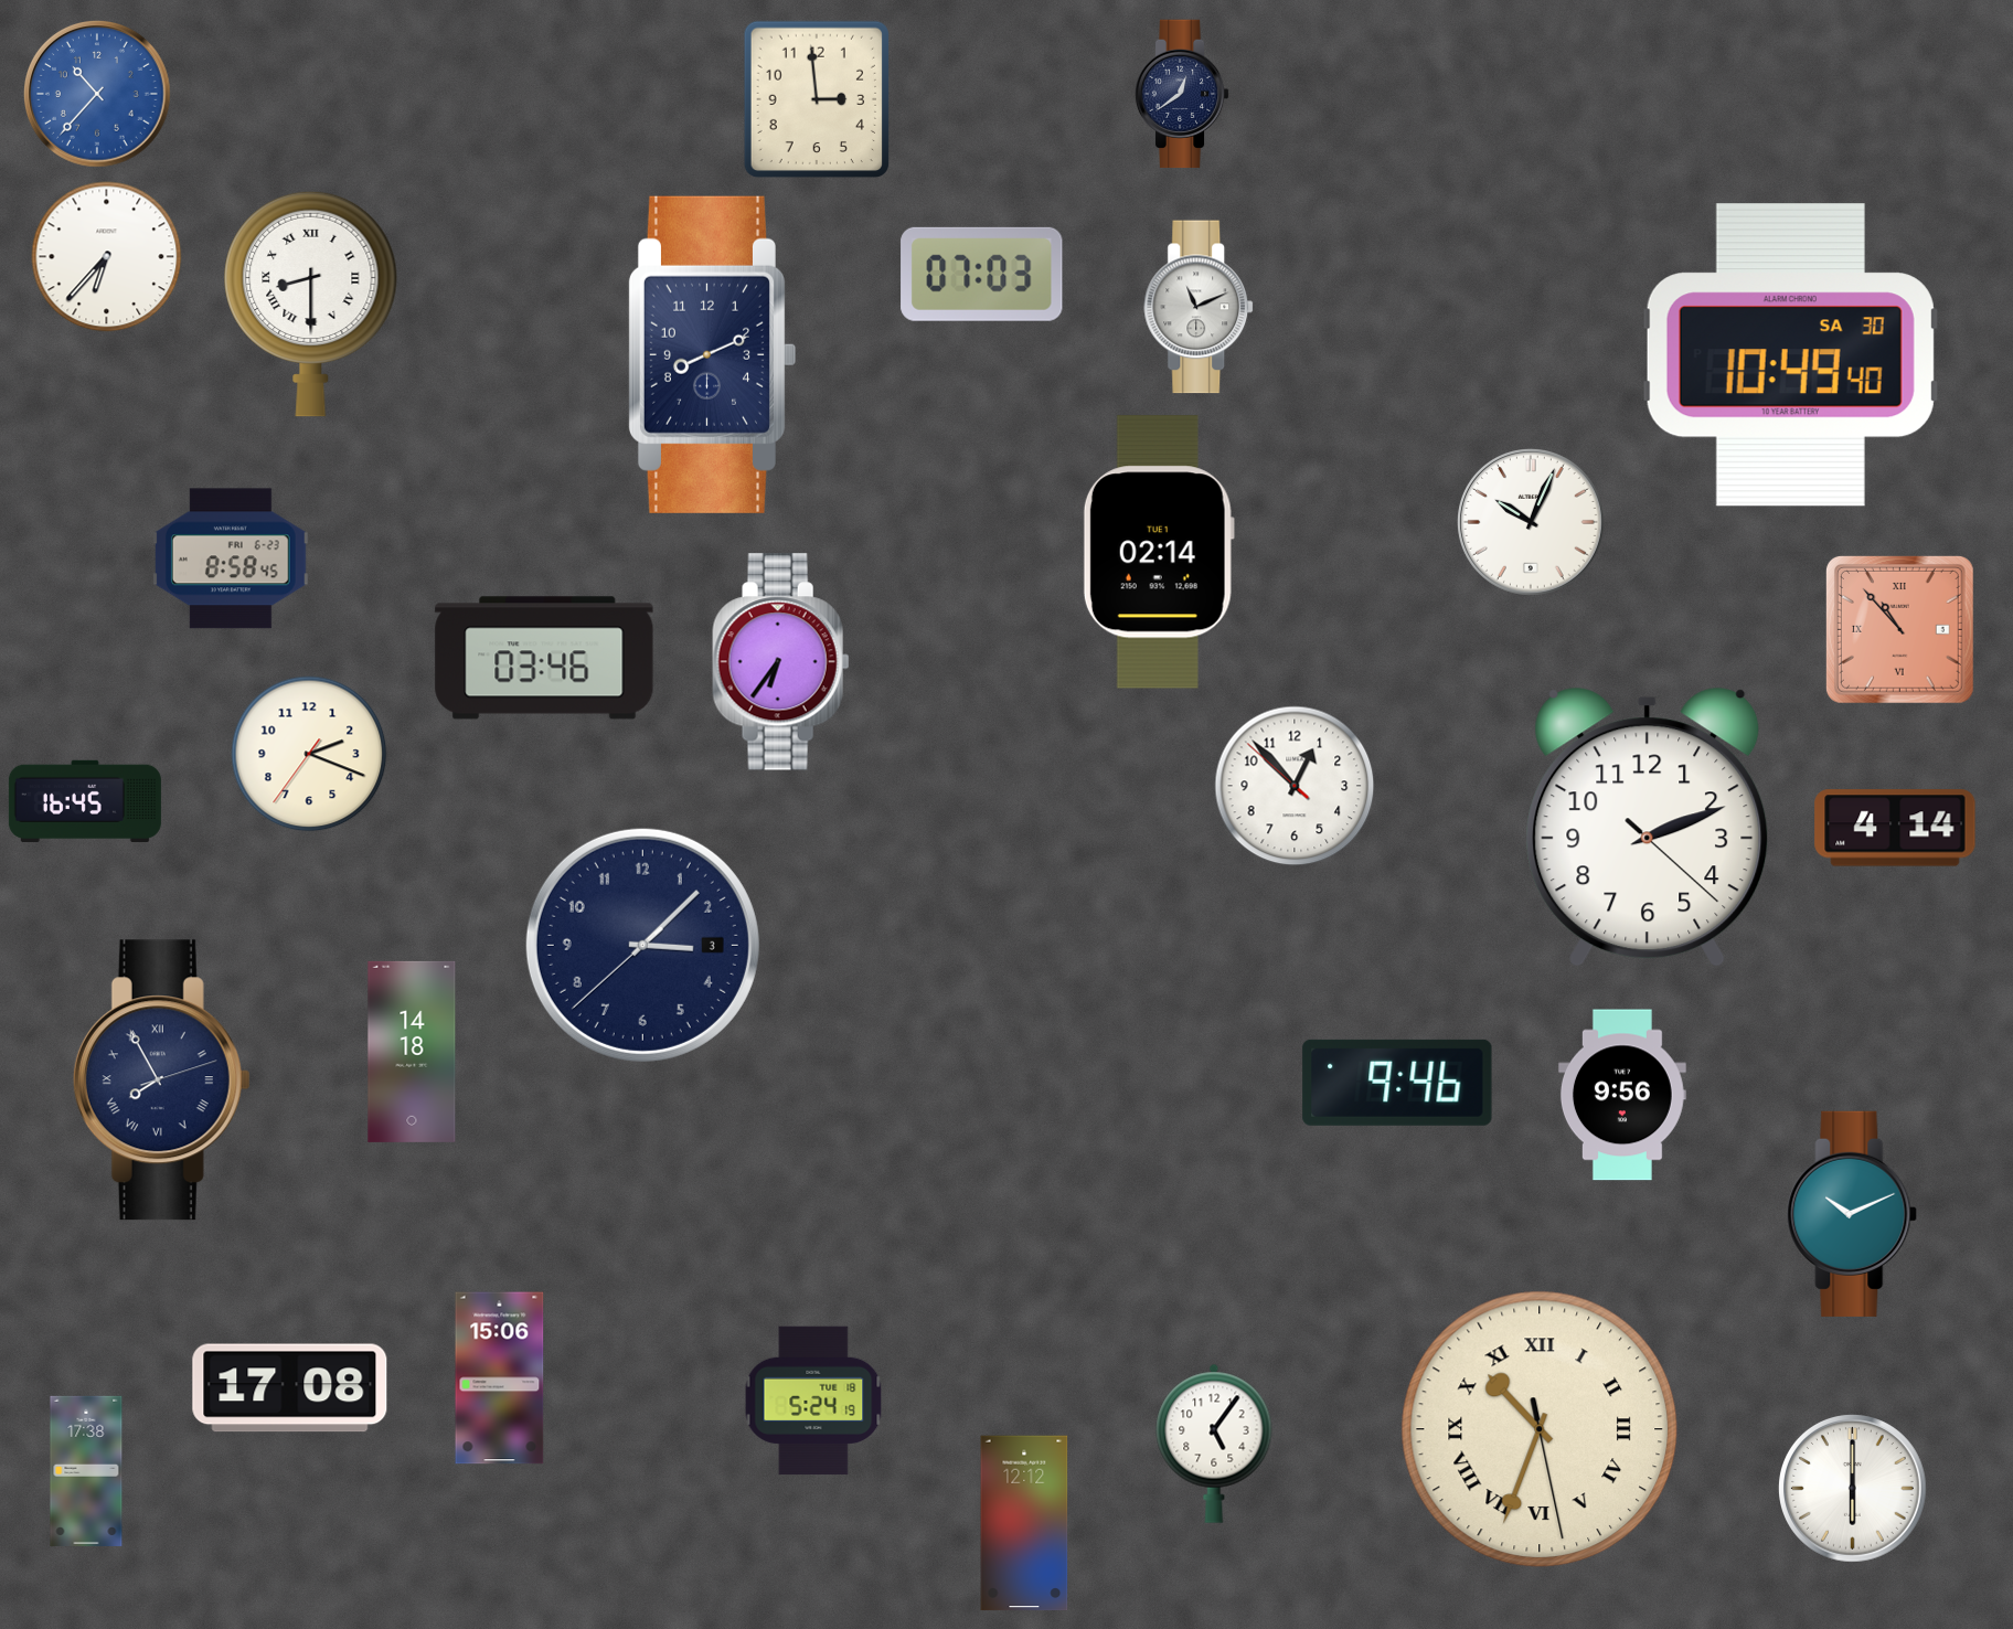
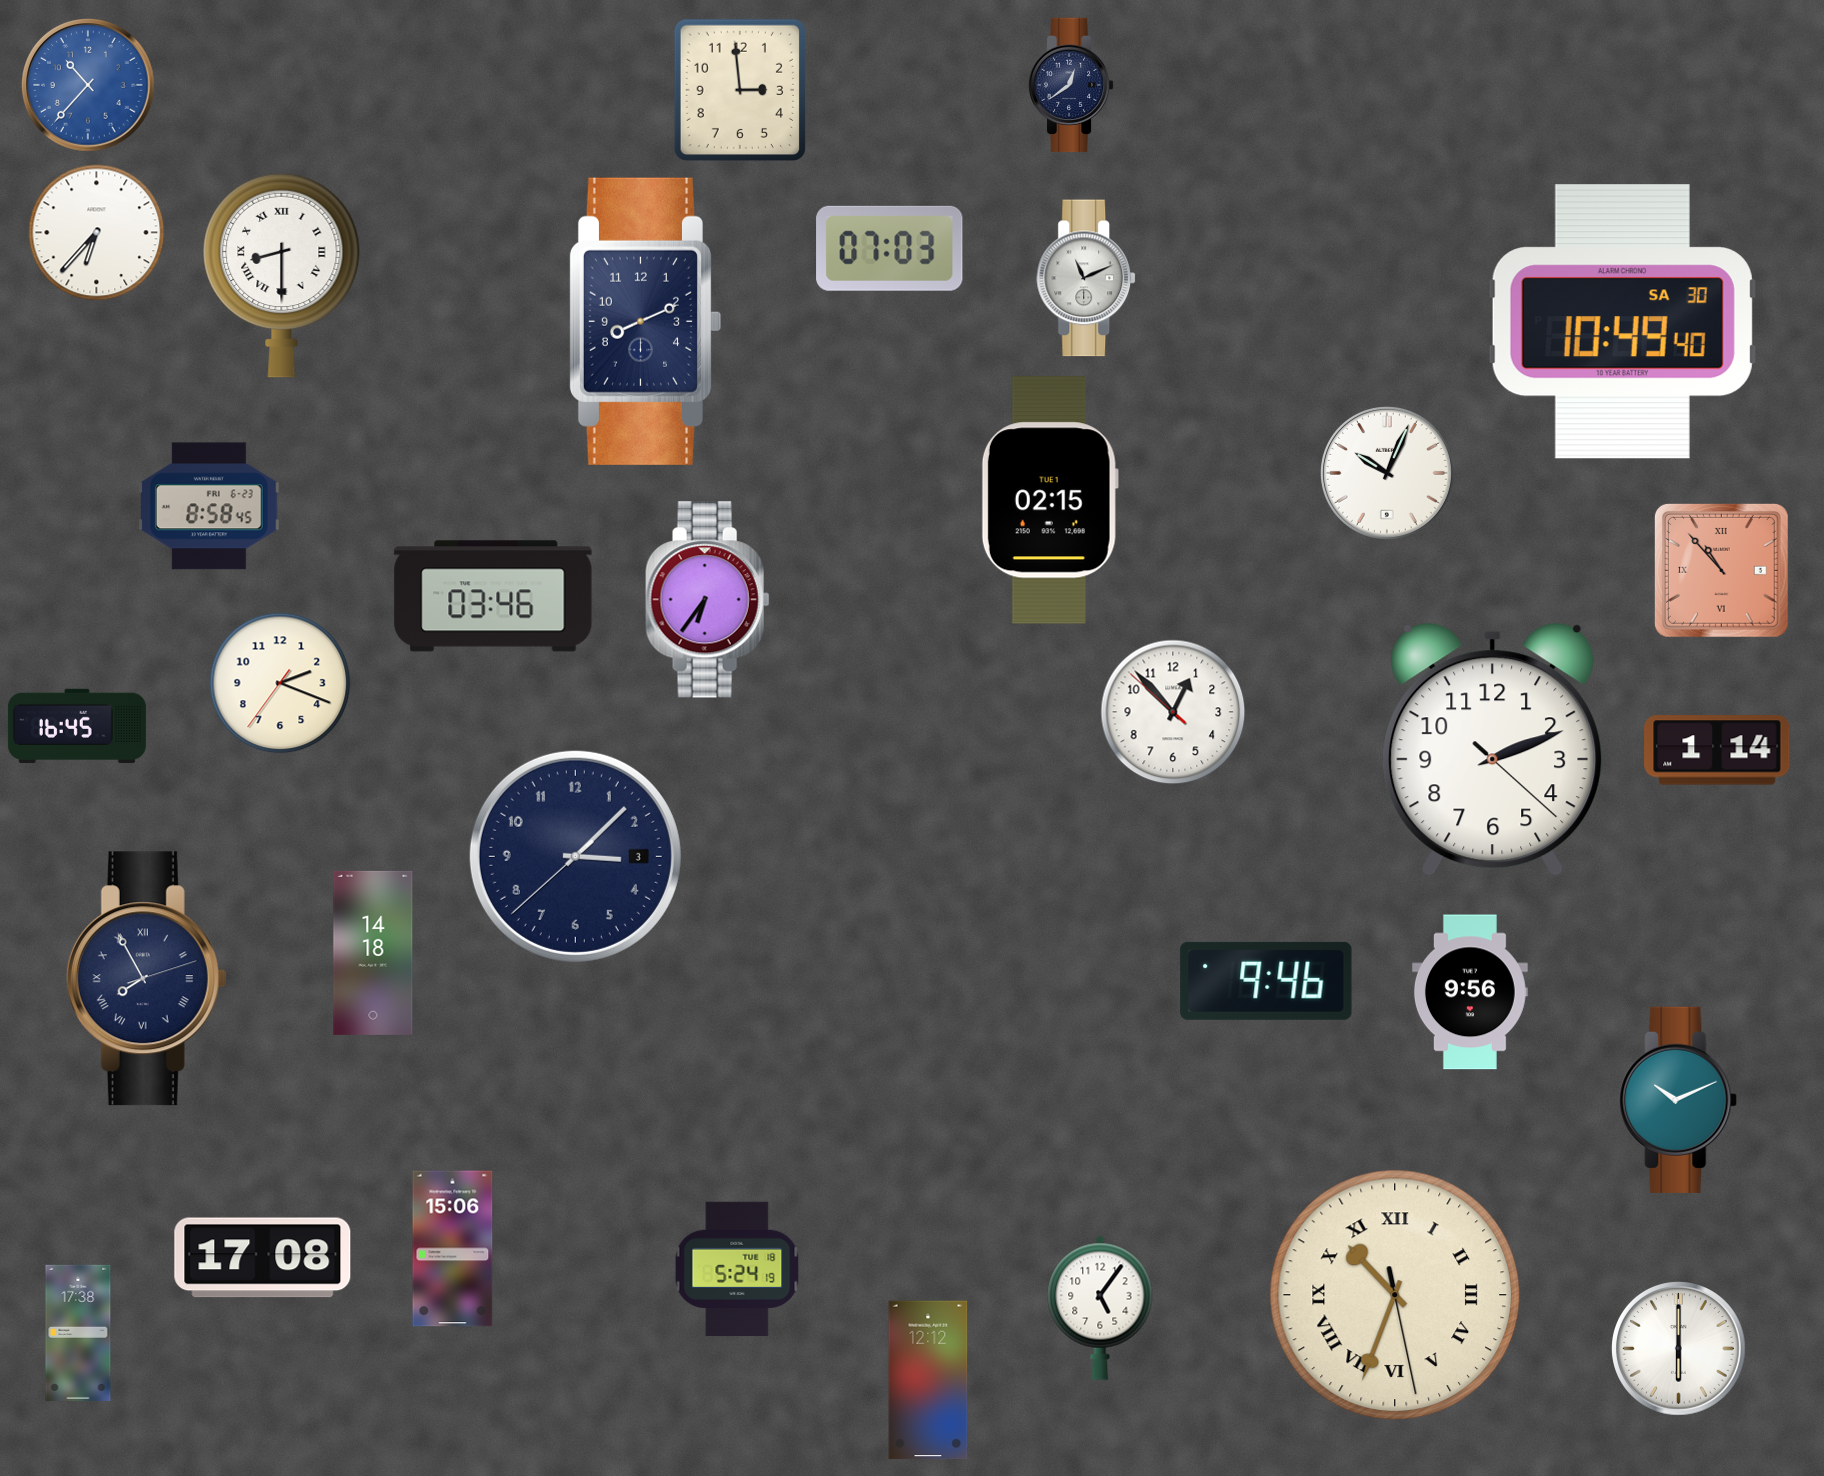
clock at (1159, 552): 02:14 -> 02:15
clock at (1895, 828): 4:14 -> 1:14
clock at (642, 945) position: (642, 945) -> (575, 856)
